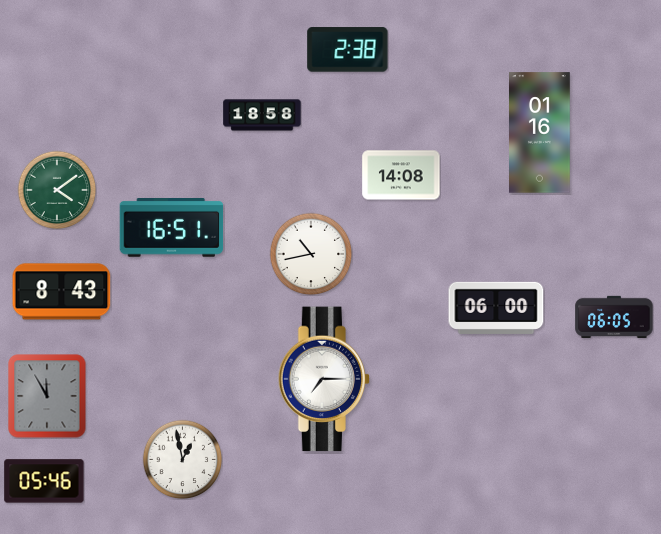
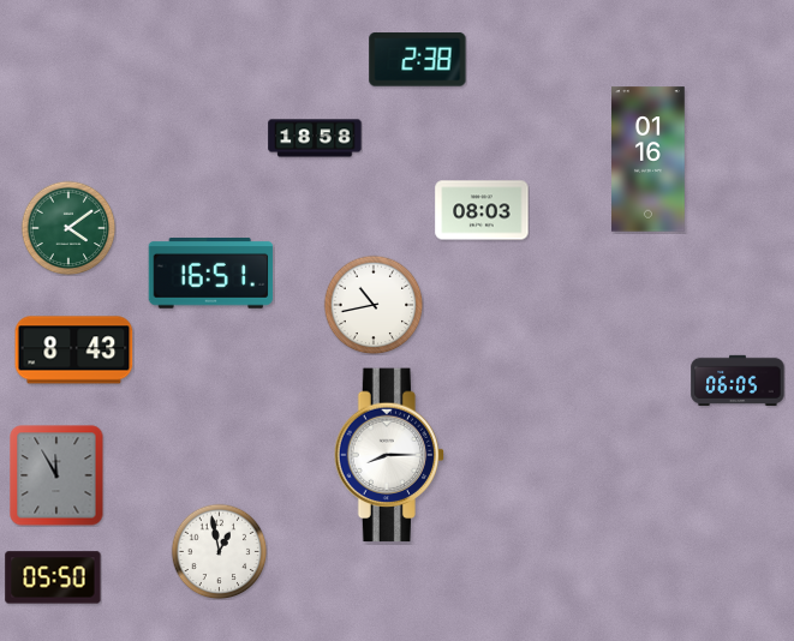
clock at (401, 175): 14:08 -> 08:03
clock at (172, 228) position: (172, 228) -> (211, 274)
clock at (496, 308): 06:00 -> none
clock at (324, 379): 7:15 -> 8:15
clock at (44, 481): 05:46 -> 05:50
